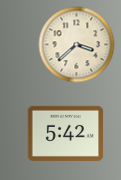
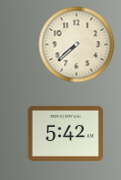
clock at (77, 45): 3:38 -> 7:38
